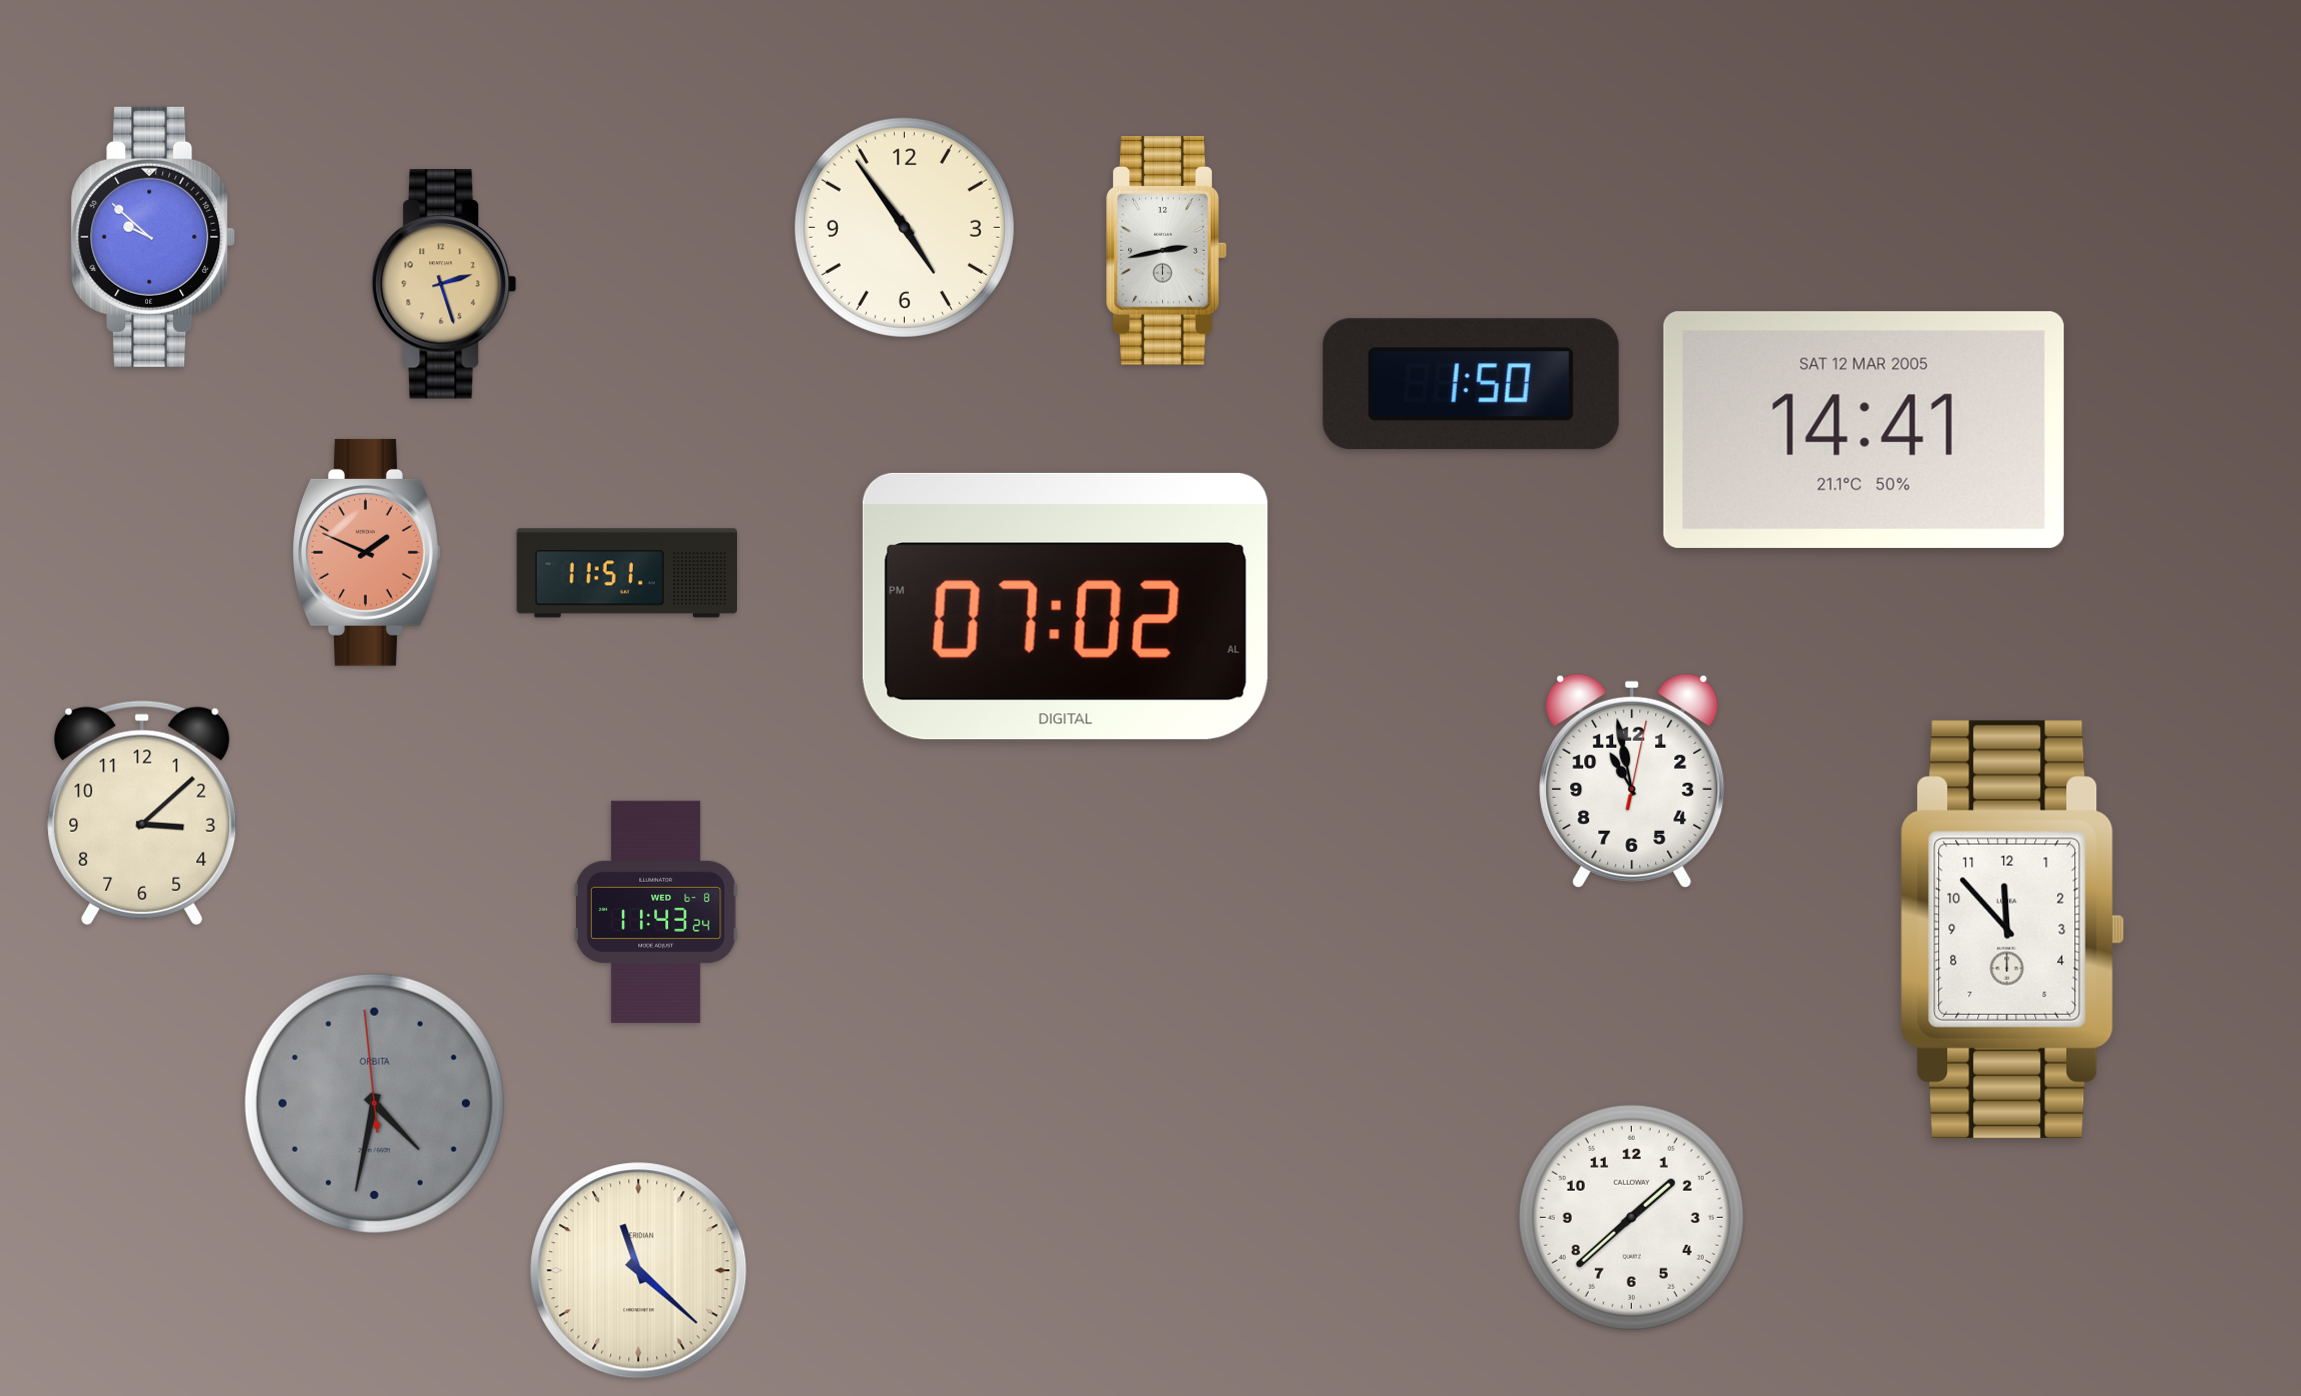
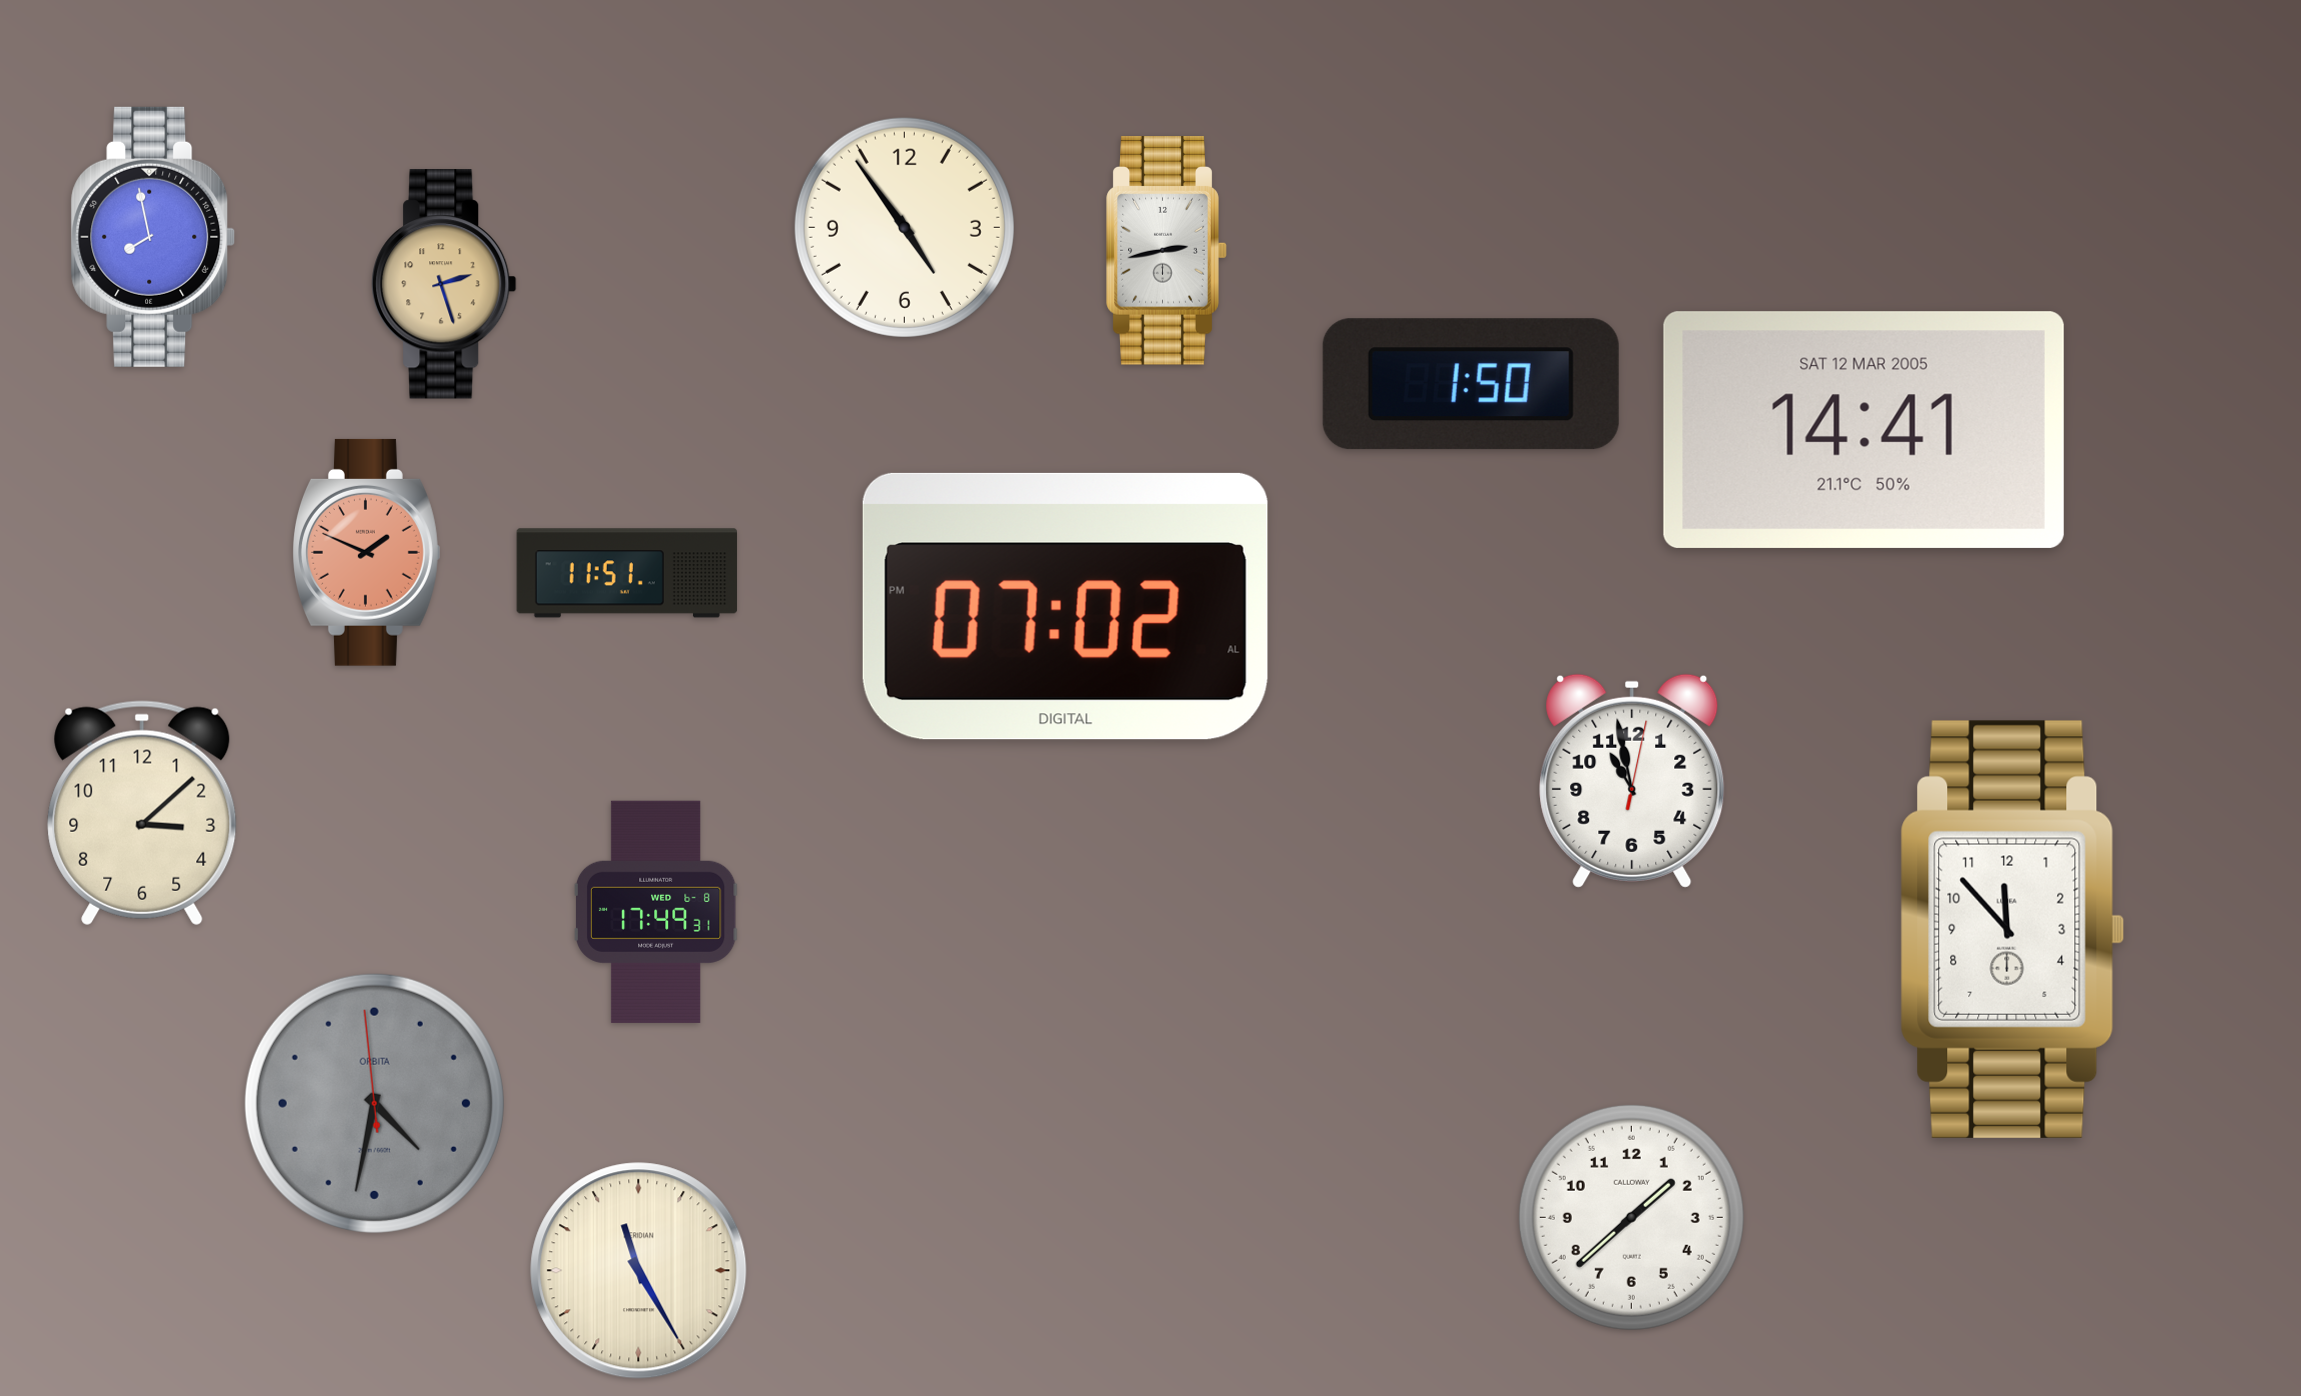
clock at (153, 237): 9:52 -> 7:58
clock at (656, 912): 11:43 -> 17:49
clock at (639, 1271): 11:22 -> 11:25
